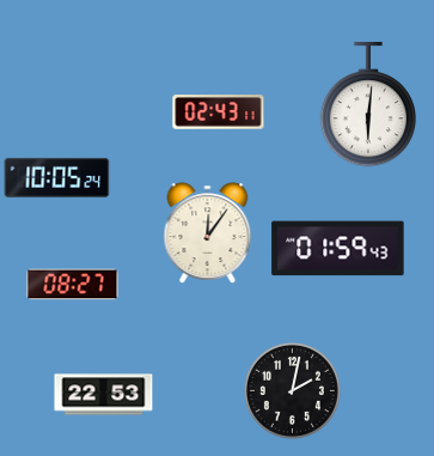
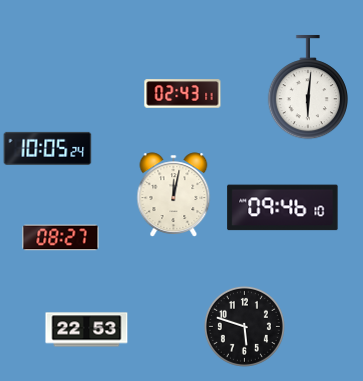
clock at (208, 233): 12:06 -> 12:02
clock at (338, 249): 01:59 -> 09:46
clock at (292, 390): 2:02 -> 5:48
